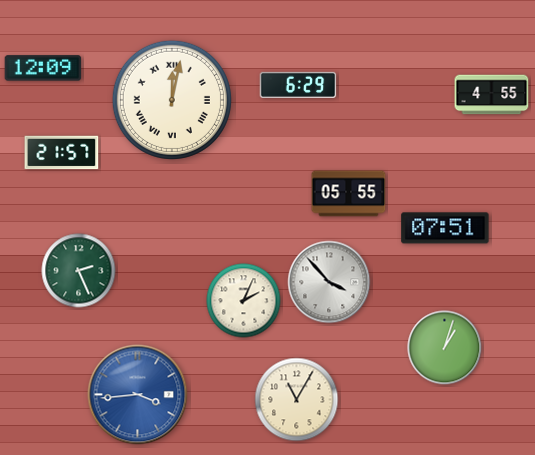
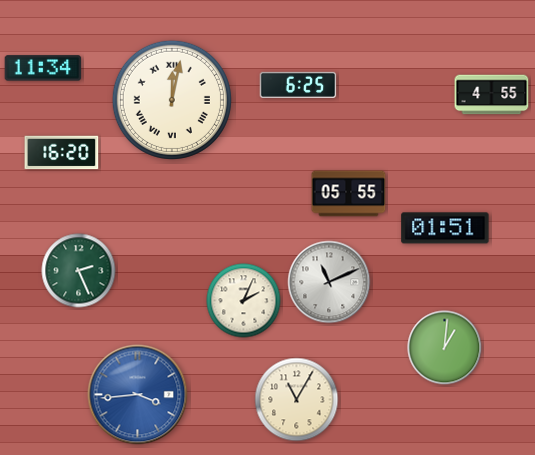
clock at (43, 68): 12:09 -> 11:34
clock at (298, 84): 6:29 -> 6:25
clock at (62, 153): 21:57 -> 16:20
clock at (445, 228): 07:51 -> 01:51
clock at (329, 282): 3:53 -> 11:11
clock at (445, 348): 1:03 -> 1:01
